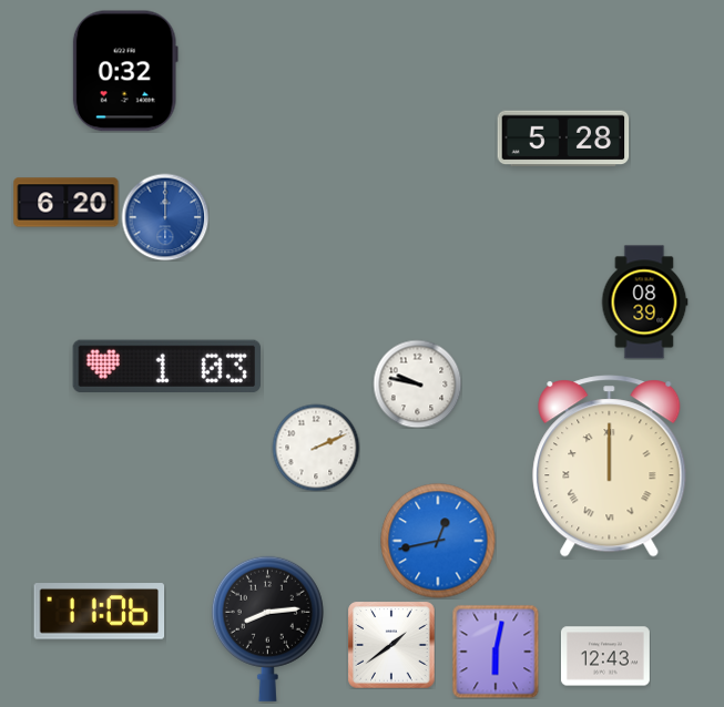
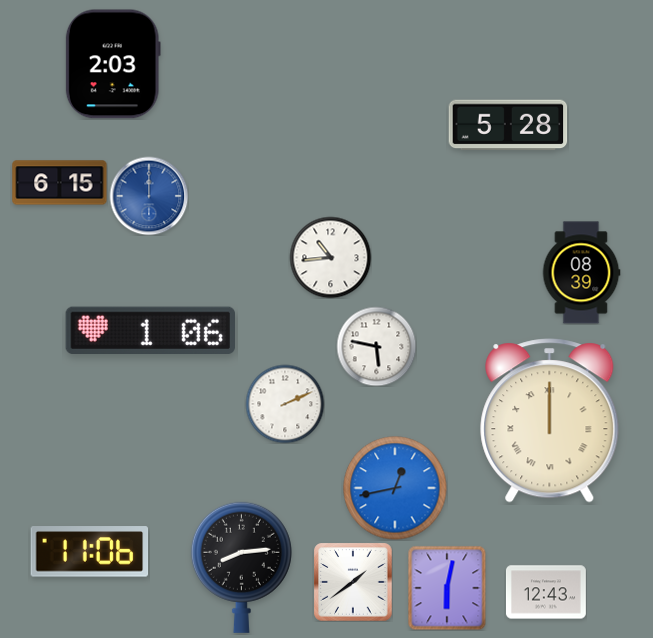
clock at (125, 71): 0:32 -> 2:03
clock at (67, 203): 6:20 -> 6:15
clock at (330, 257): none -> 10:44
clock at (166, 366): 1:03 -> 1:06
clock at (417, 383): 9:47 -> 5:47
